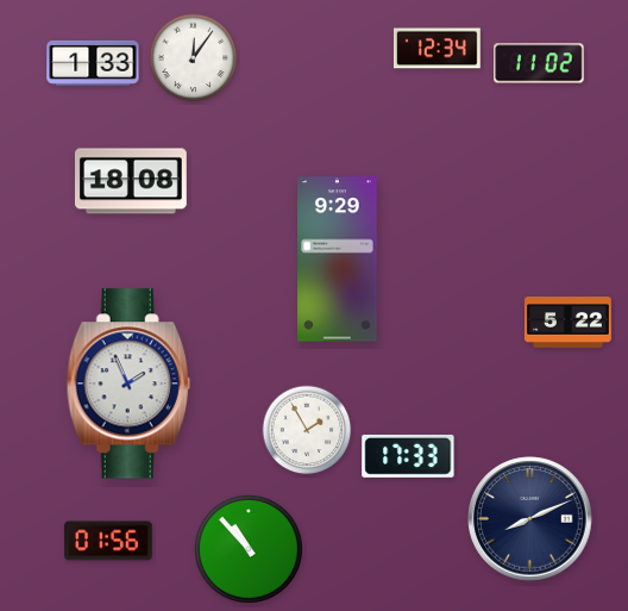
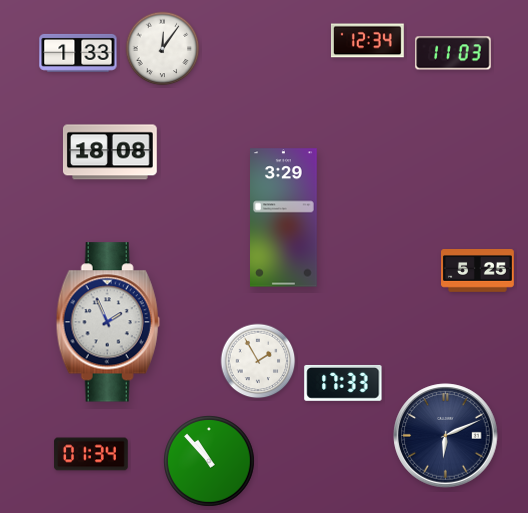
clock at (539, 63): 11:02 -> 11:03
clock at (338, 260): 9:29 -> 3:29
clock at (569, 323): 5:22 -> 5:25
clock at (530, 519): 8:11 -> 6:11
clock at (108, 541): 01:56 -> 01:34
